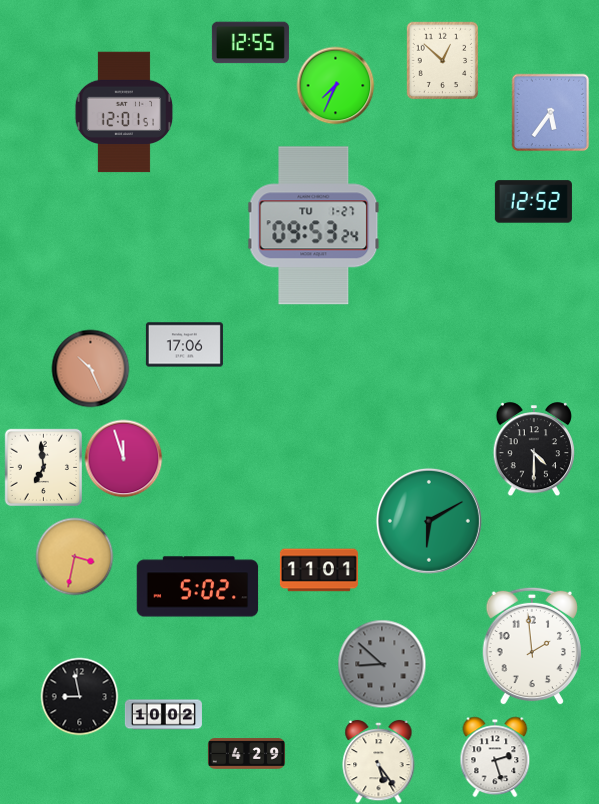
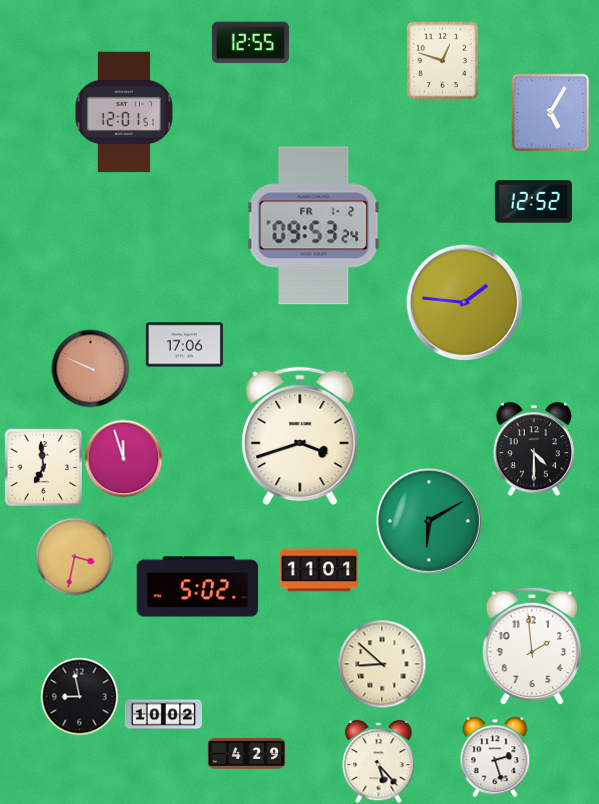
clock at (443, 60): 12:52 -> 12:48
clock at (335, 85): 7:34 -> none
clock at (550, 112): 5:36 -> 5:05
clock at (314, 226) date: TU 1-27 -> FR 1-2
clock at (464, 302): none -> 1:46
clock at (90, 368): 10:26 -> 9:49
clock at (300, 436): none -> 3:42
clock at (382, 664) dial: grey -> cream
clock at (379, 761): 5:24 -> 5:23
